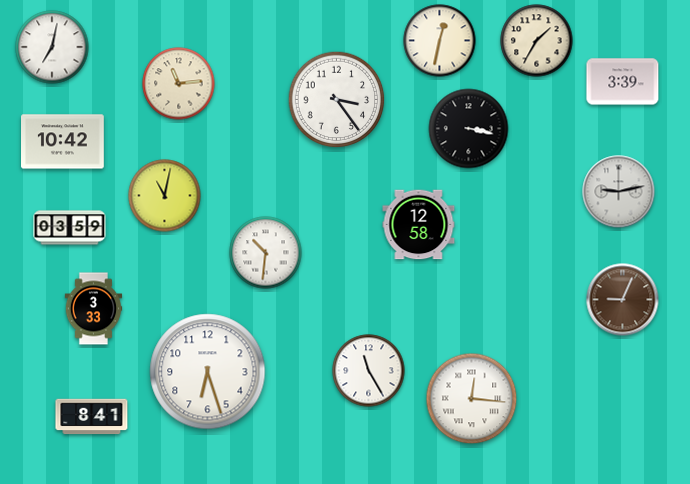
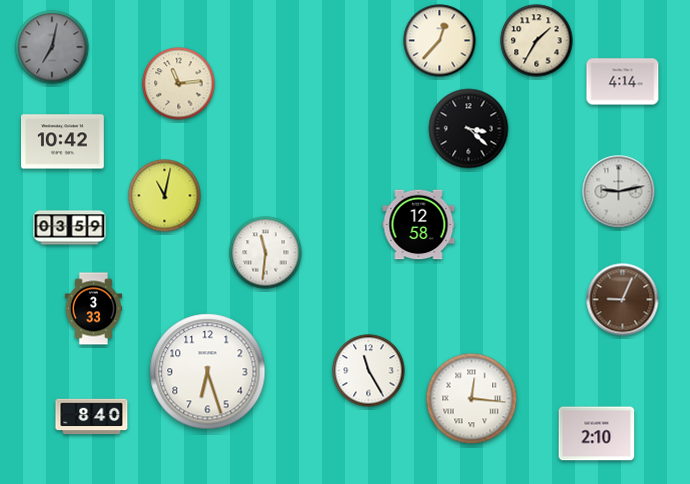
clock at (440, 41): 12:32 -> 12:37
clock at (52, 47) dial: white -> grey
clock at (623, 82): 3:39 -> 4:14
clock at (337, 100): 3:24 -> none
clock at (469, 129): 3:17 -> 3:22
clock at (266, 253): 10:31 -> 11:31
clock at (92, 417): 8:41 -> 8:40
clock at (597, 434): none -> 2:10
